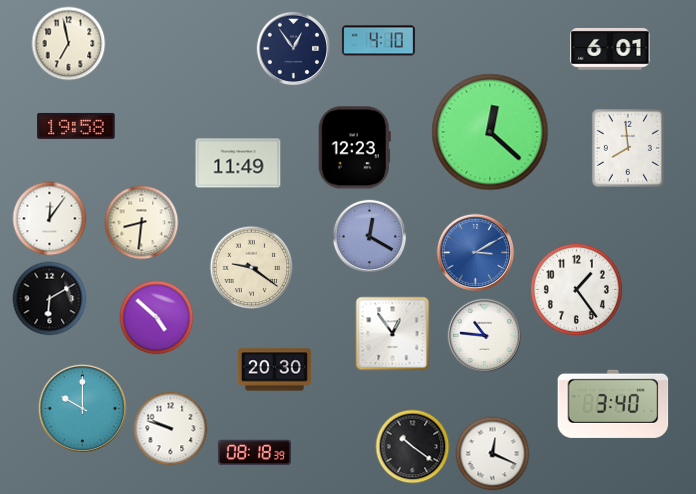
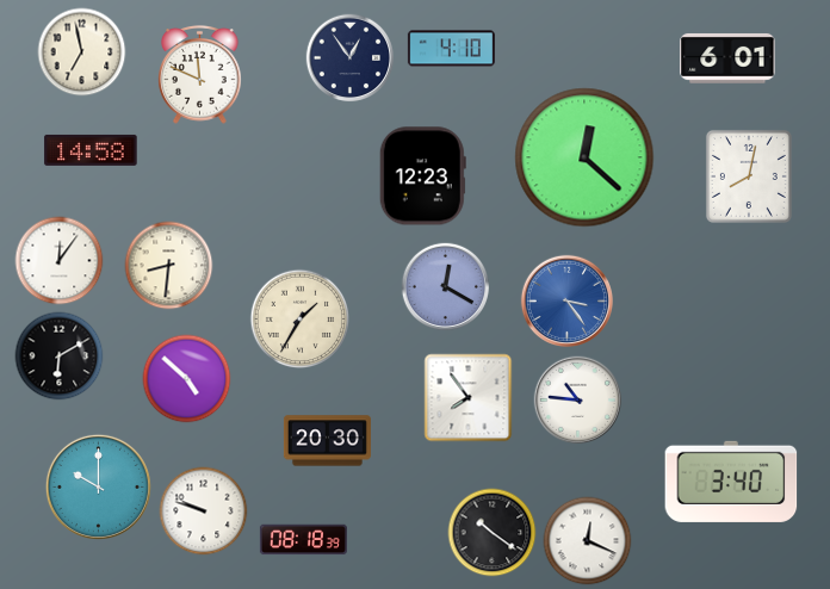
clock at (200, 75): none -> 11:49
clock at (76, 126): 19:58 -> 14:58
clock at (628, 148): 7:59 -> 8:02
clock at (238, 163): 11:49 -> none
clock at (370, 237) position: (370, 237) -> (446, 287)
clock at (475, 252): 3:10 -> 3:24
clock at (252, 268): 9:21 -> 1:35
clock at (576, 289): 1:24 -> none
clock at (393, 334): 12:54 -> 7:54
